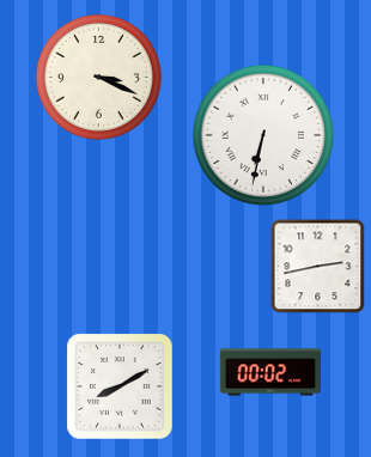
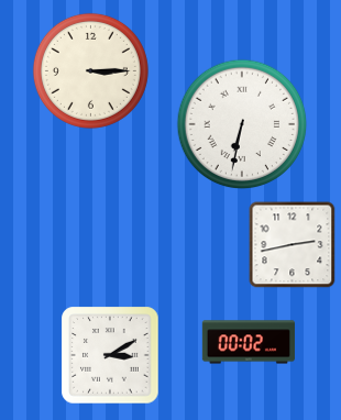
clock at (98, 77): 3:19 -> 3:15
clock at (120, 386): 8:10 -> 3:10
